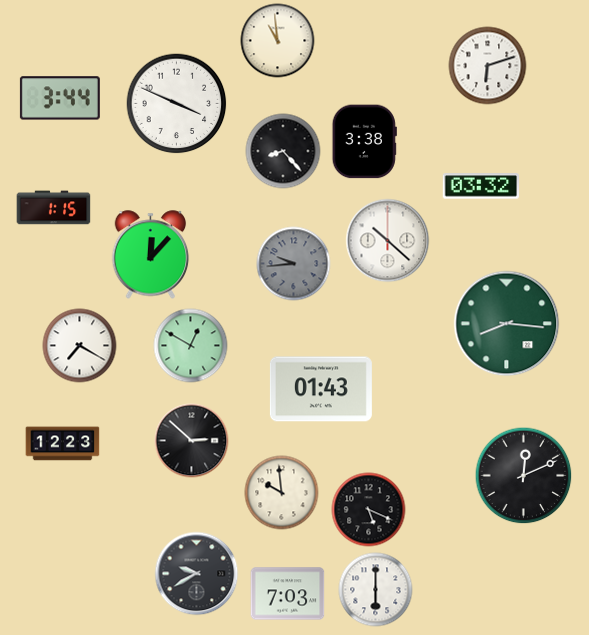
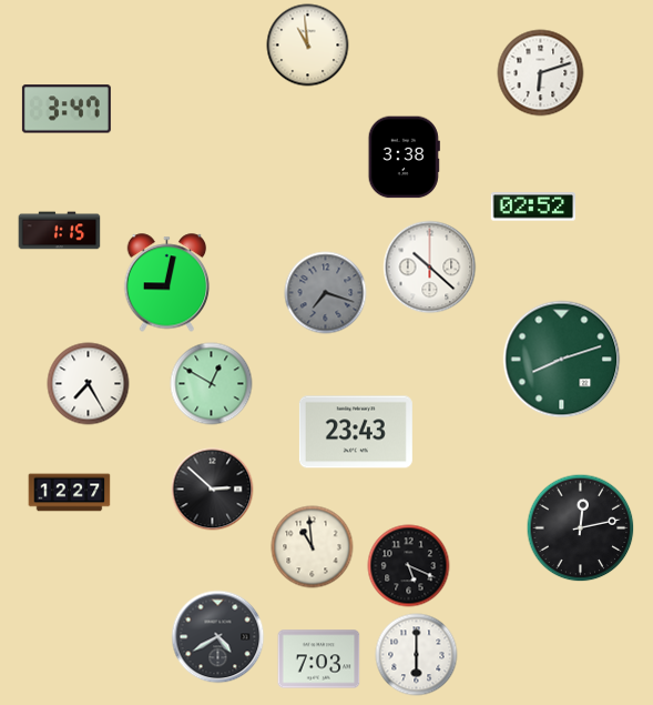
clock at (60, 98): 3:44 -> 3:47
clock at (177, 104): 3:49 -> none
clock at (283, 151): 8:23 -> none
clock at (480, 186): 03:32 -> 02:52
clock at (151, 255): 12:07 -> 9:02
clock at (294, 264): 9:44 -> 7:18
clock at (507, 324): 8:16 -> 8:12
clock at (80, 346): 7:20 -> 7:25
clock at (321, 389): 01:43 -> 23:43
clock at (63, 444): 12:23 -> 12:27
clock at (524, 476): 12:11 -> 12:13
clock at (282, 493): 9:59 -> 10:59
clock at (197, 574): 9:40 -> 4:40
